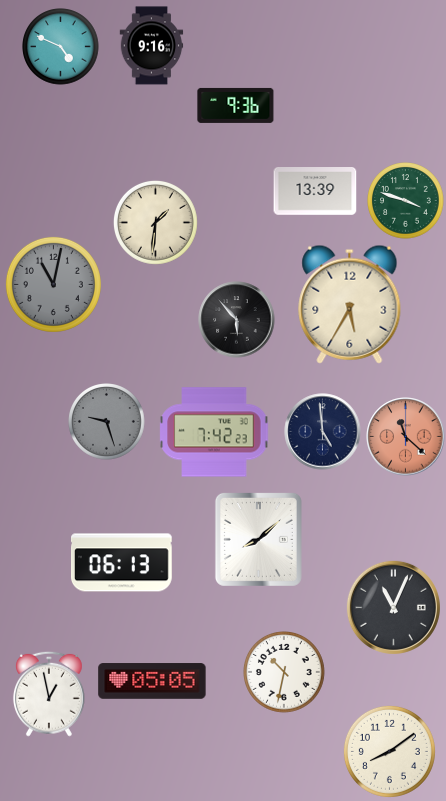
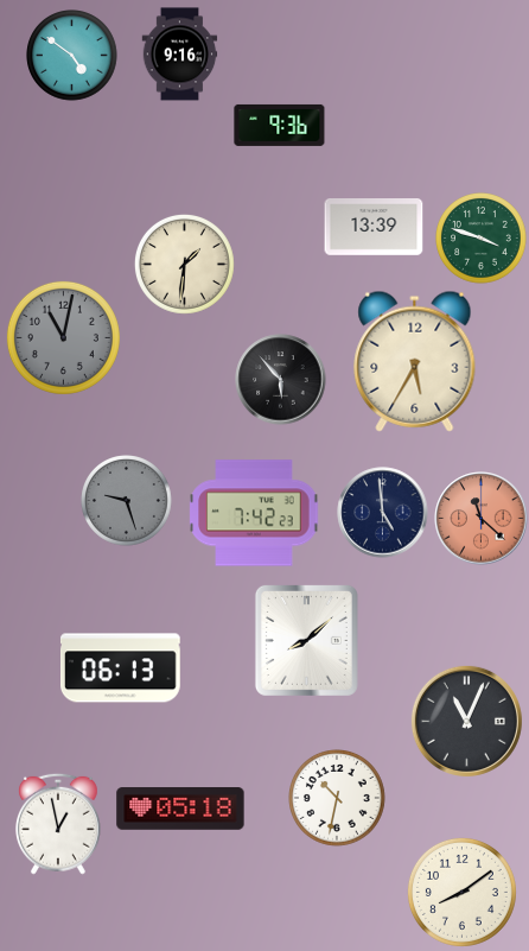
clock at (61, 47): 4:49 -> 4:51
clock at (122, 563) position: (122, 563) -> (121, 668)
clock at (152, 681): 05:05 -> 05:18
